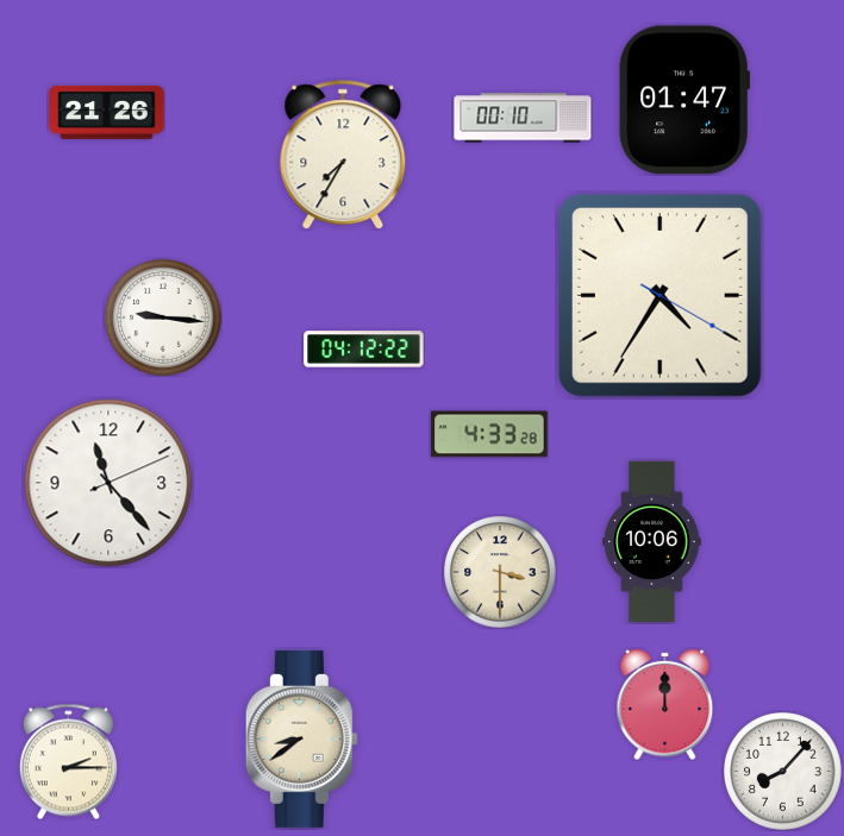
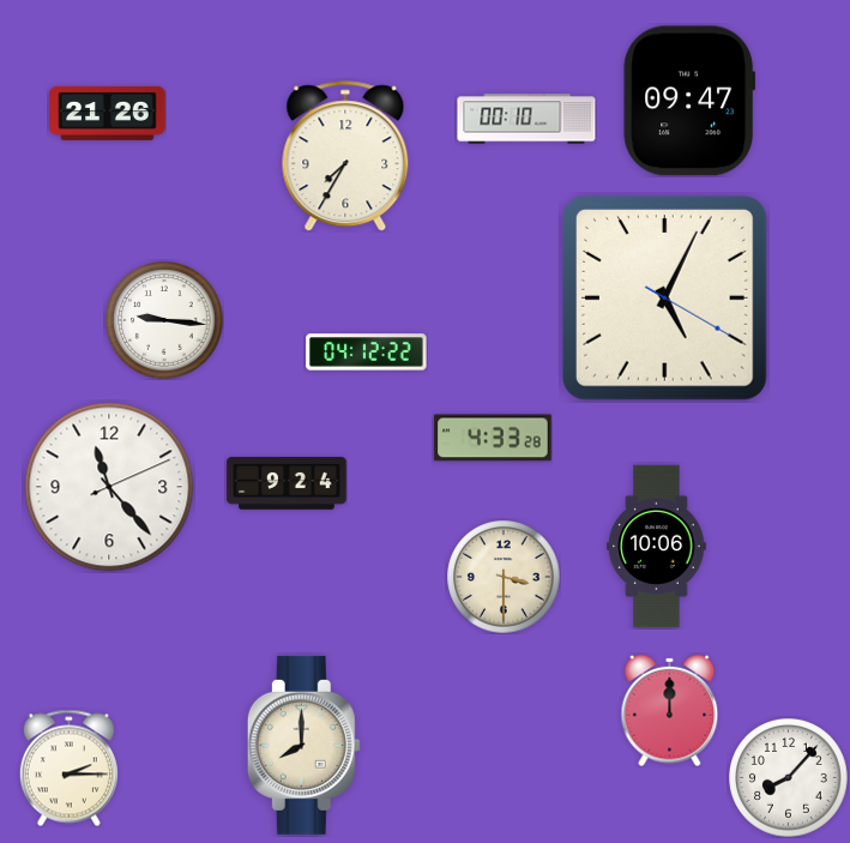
clock at (683, 100): 01:47 -> 09:47
clock at (659, 295): 4:35 -> 5:04
clock at (287, 483): none -> 9:24
clock at (301, 738): 8:39 -> 8:00
